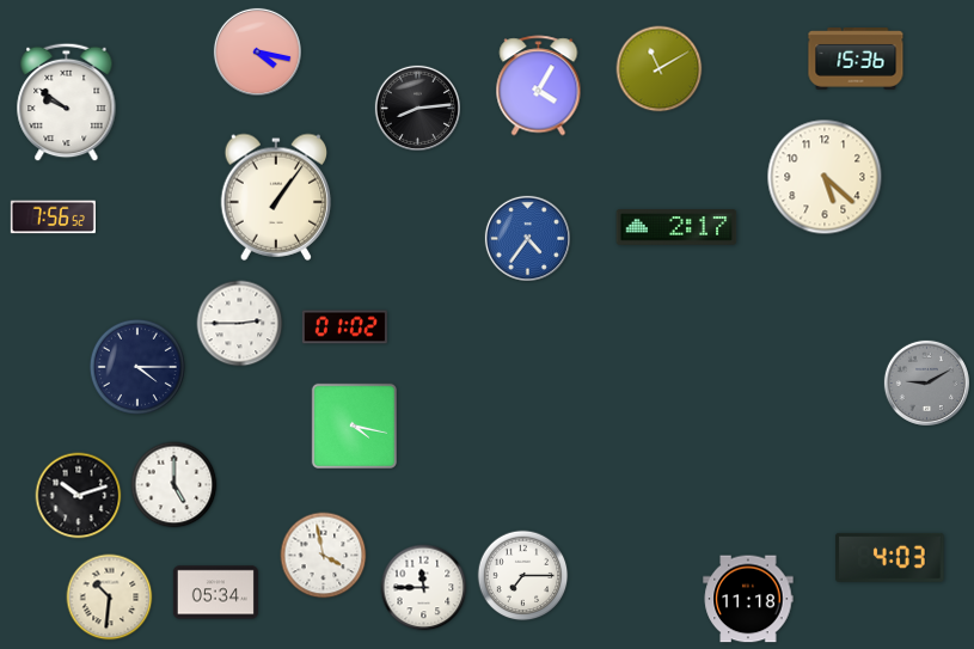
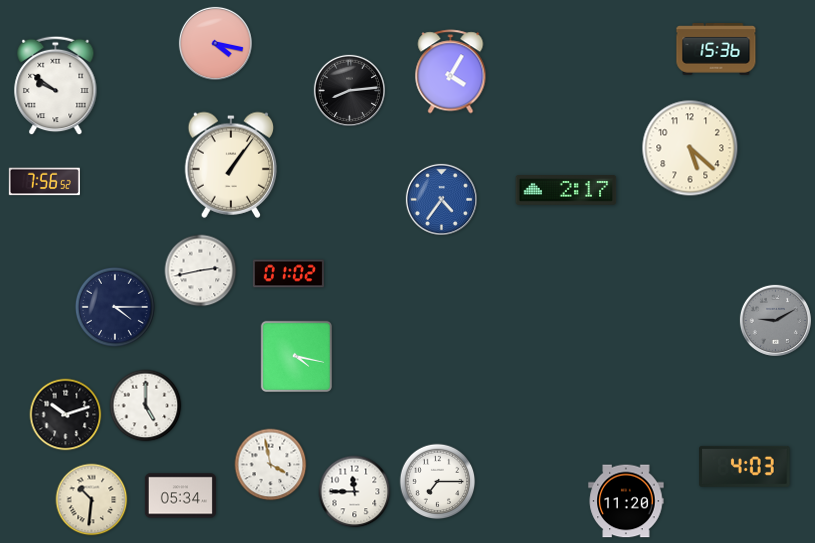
clock at (660, 69): 11:10 -> none
clock at (240, 324): 2:45 -> 2:43
clock at (748, 599): 11:18 -> 11:20
